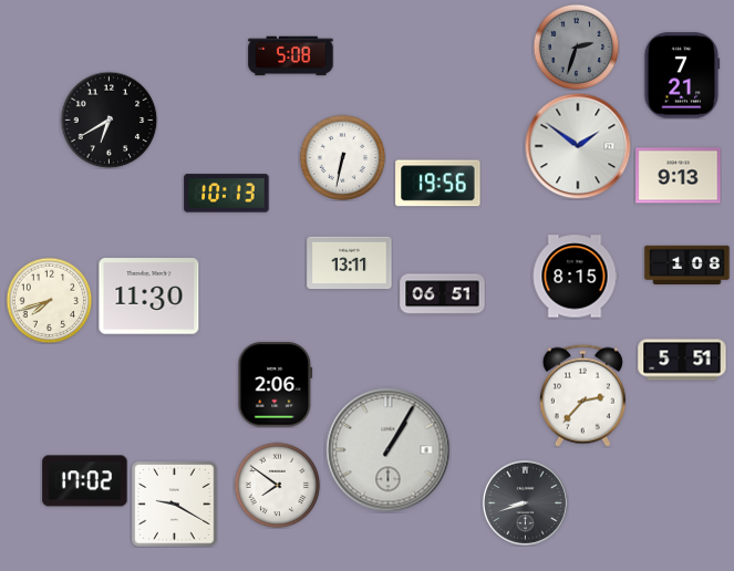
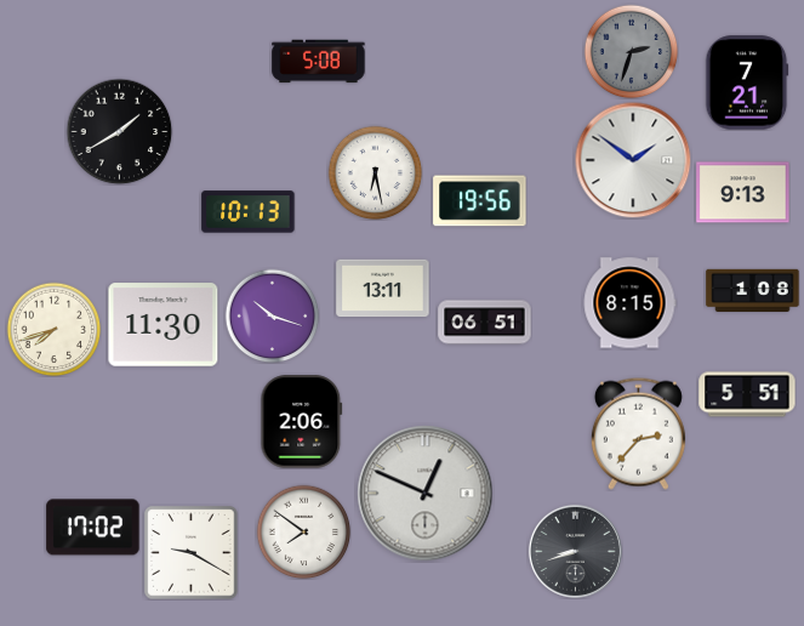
clock at (108, 120): 6:40 -> 1:40
clock at (342, 157): 6:32 -> 6:28
clock at (272, 315): none -> 10:18
clock at (389, 450): 1:05 -> 12:49
